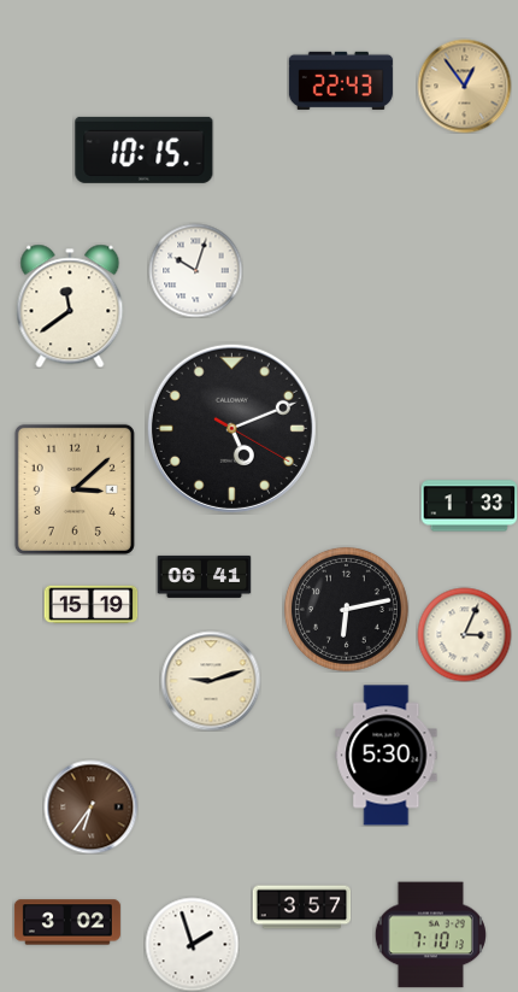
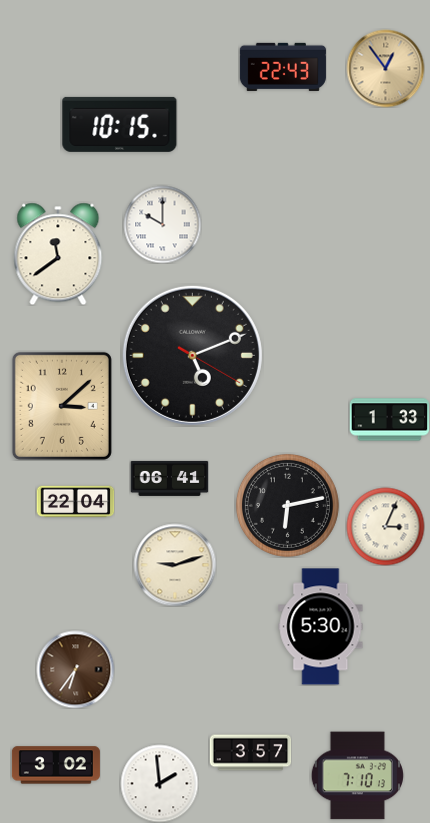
clock at (464, 86) position: (464, 86) -> (385, 68)
clock at (195, 270): 10:03 -> 10:00
clock at (90, 605): 15:19 -> 22:04
clock at (192, 944): 1:57 -> 1:59
